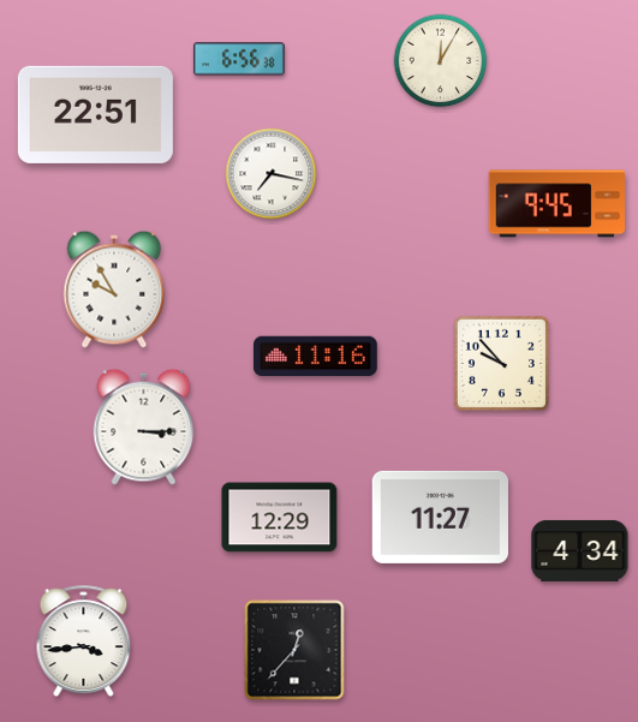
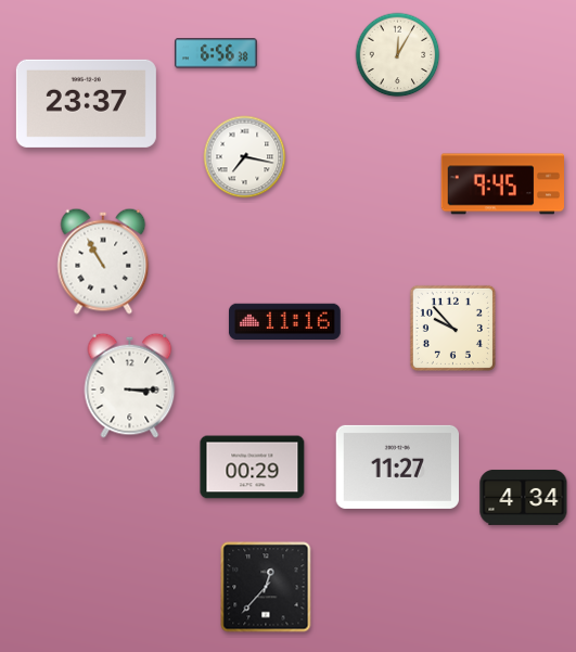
clock at (95, 114): 22:51 -> 23:37
clock at (114, 290): 9:55 -> 10:55
clock at (280, 518): 12:29 -> 00:29
clock at (84, 640): 3:44 -> none
